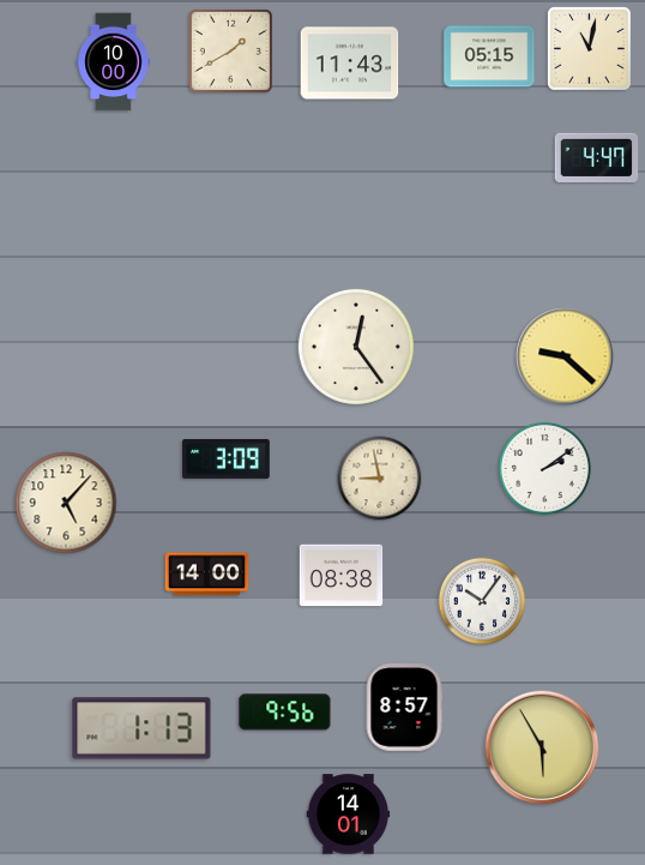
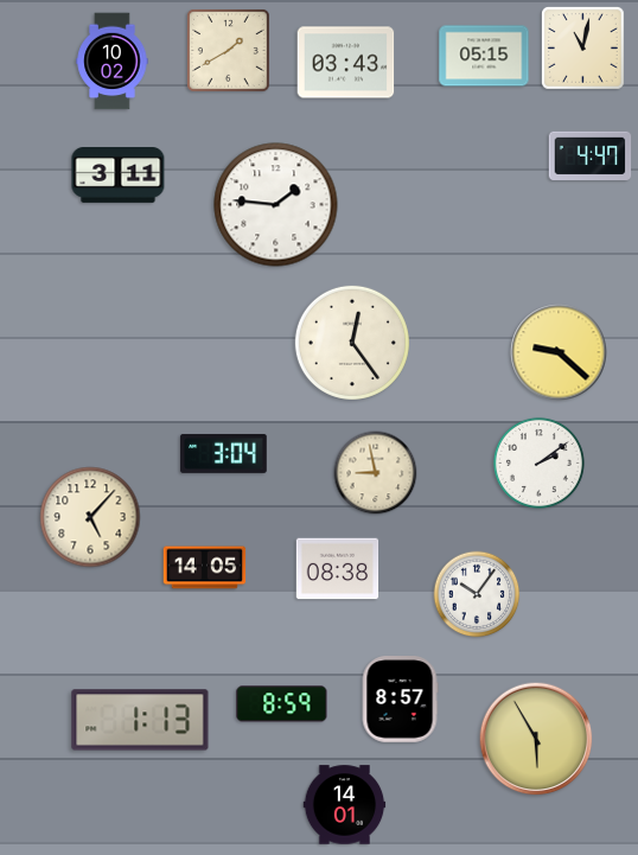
clock at (114, 62): 10:00 -> 10:02
clock at (350, 64): 11:43 -> 03:43
clock at (119, 176): none -> 3:11
clock at (276, 205): none -> 1:46
clock at (227, 458): 3:09 -> 3:04
clock at (66, 503) position: (66, 503) -> (90, 517)
clock at (207, 575): 14:00 -> 14:05
clock at (285, 713): 9:56 -> 8:59
